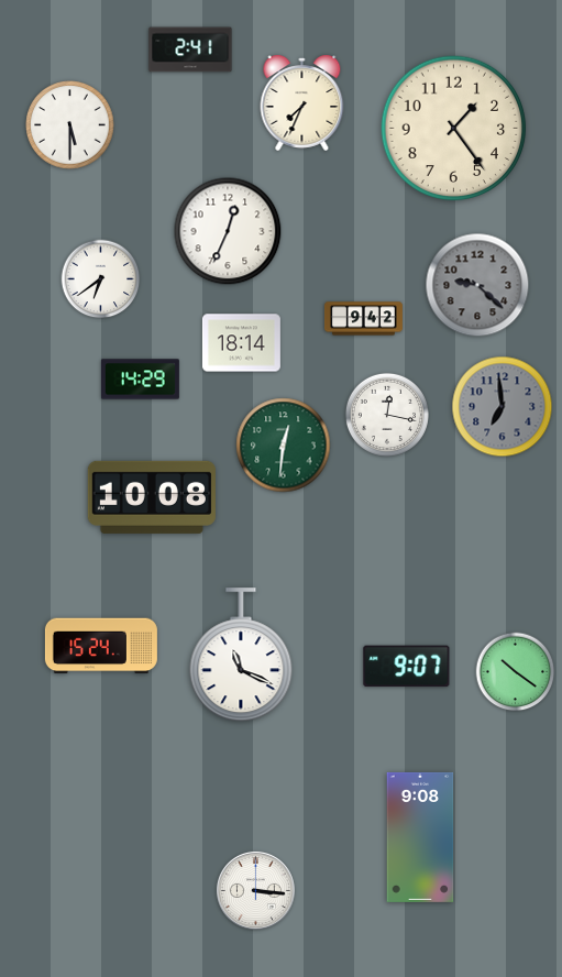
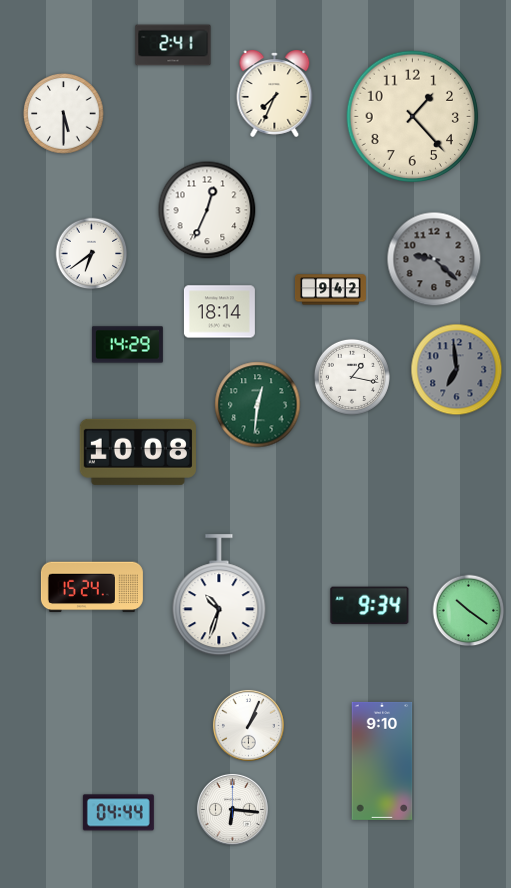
clock at (454, 129): 1:24 -> 1:23
clock at (387, 415): 12:17 -> 1:17
clock at (241, 656): 11:19 -> 10:33
clock at (407, 667): 9:07 -> 9:34
clock at (248, 725): none -> 1:04
clock at (420, 837): 9:08 -> 9:10
clock at (255, 890): 3:16 -> 6:16
clock at (118, 813): none -> 04:44
